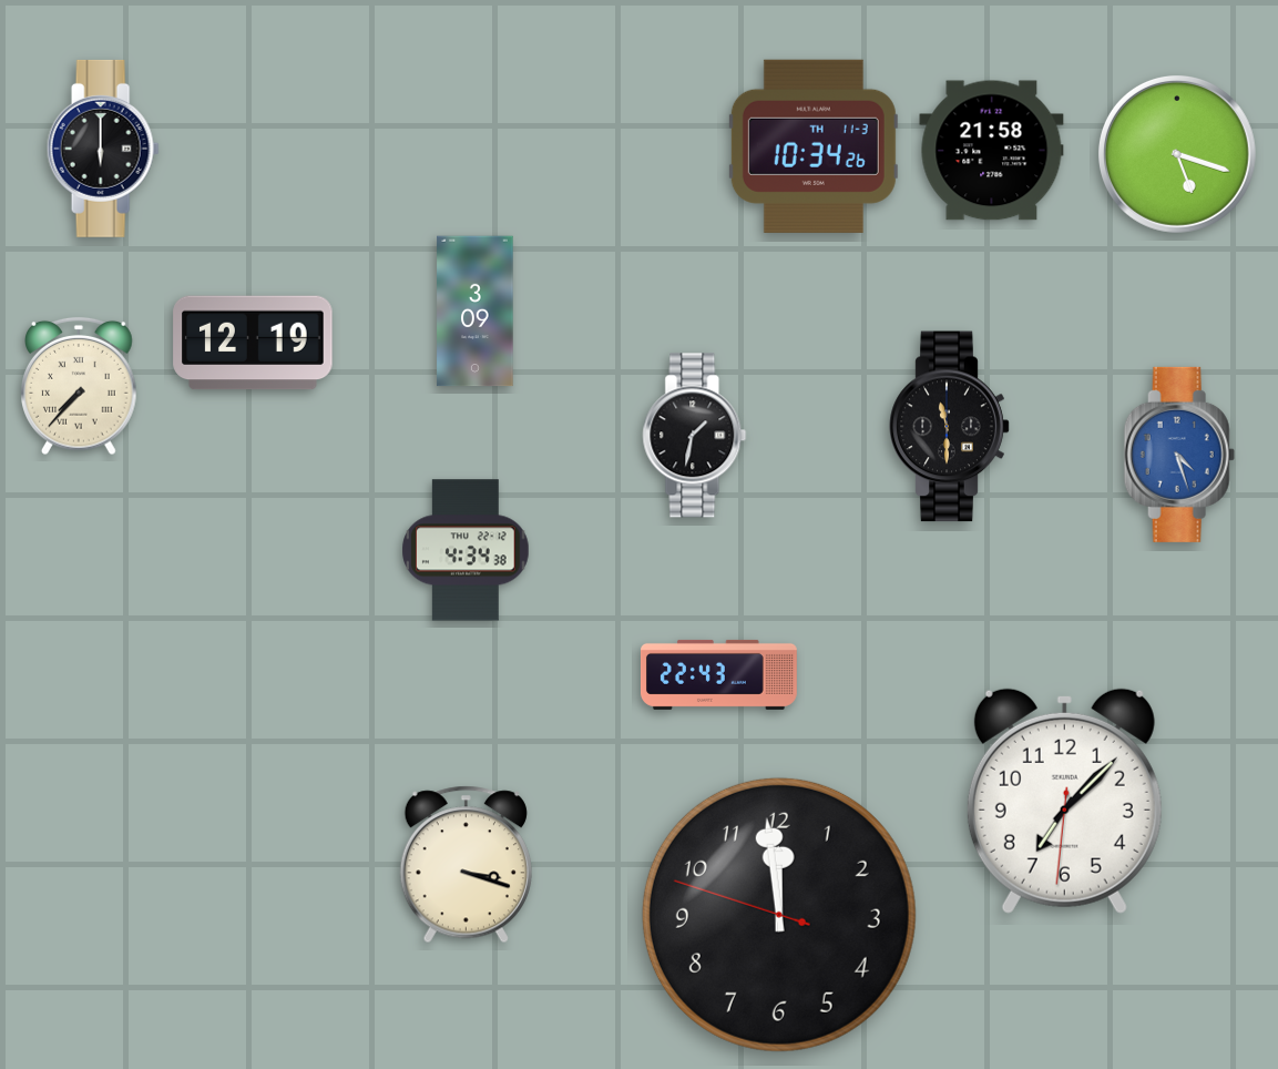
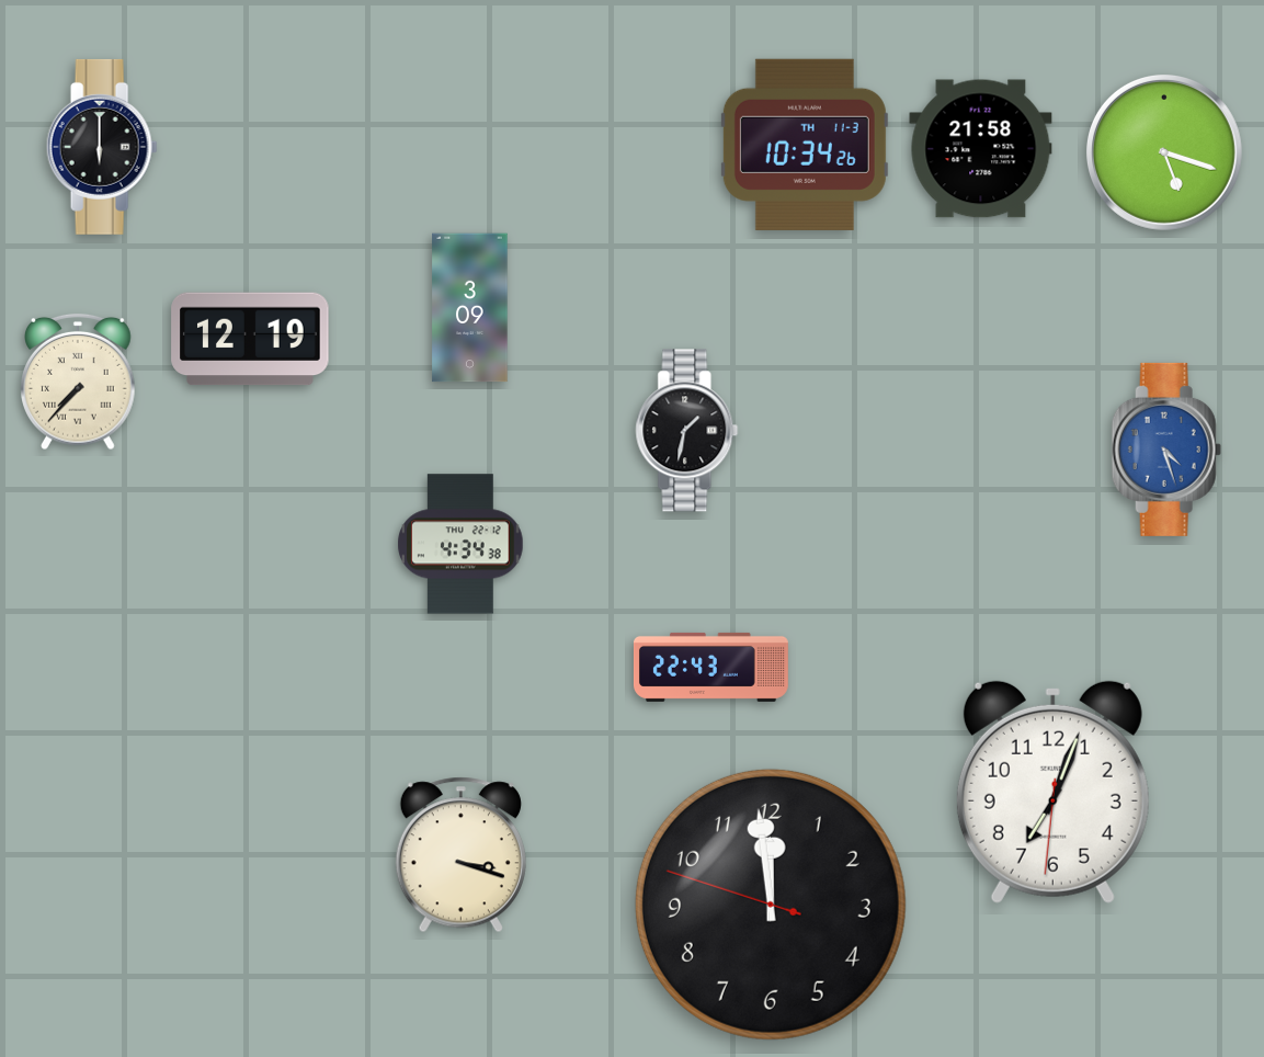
clock at (950, 427): 11:30 -> none
clock at (1064, 801): 7:07 -> 7:03
